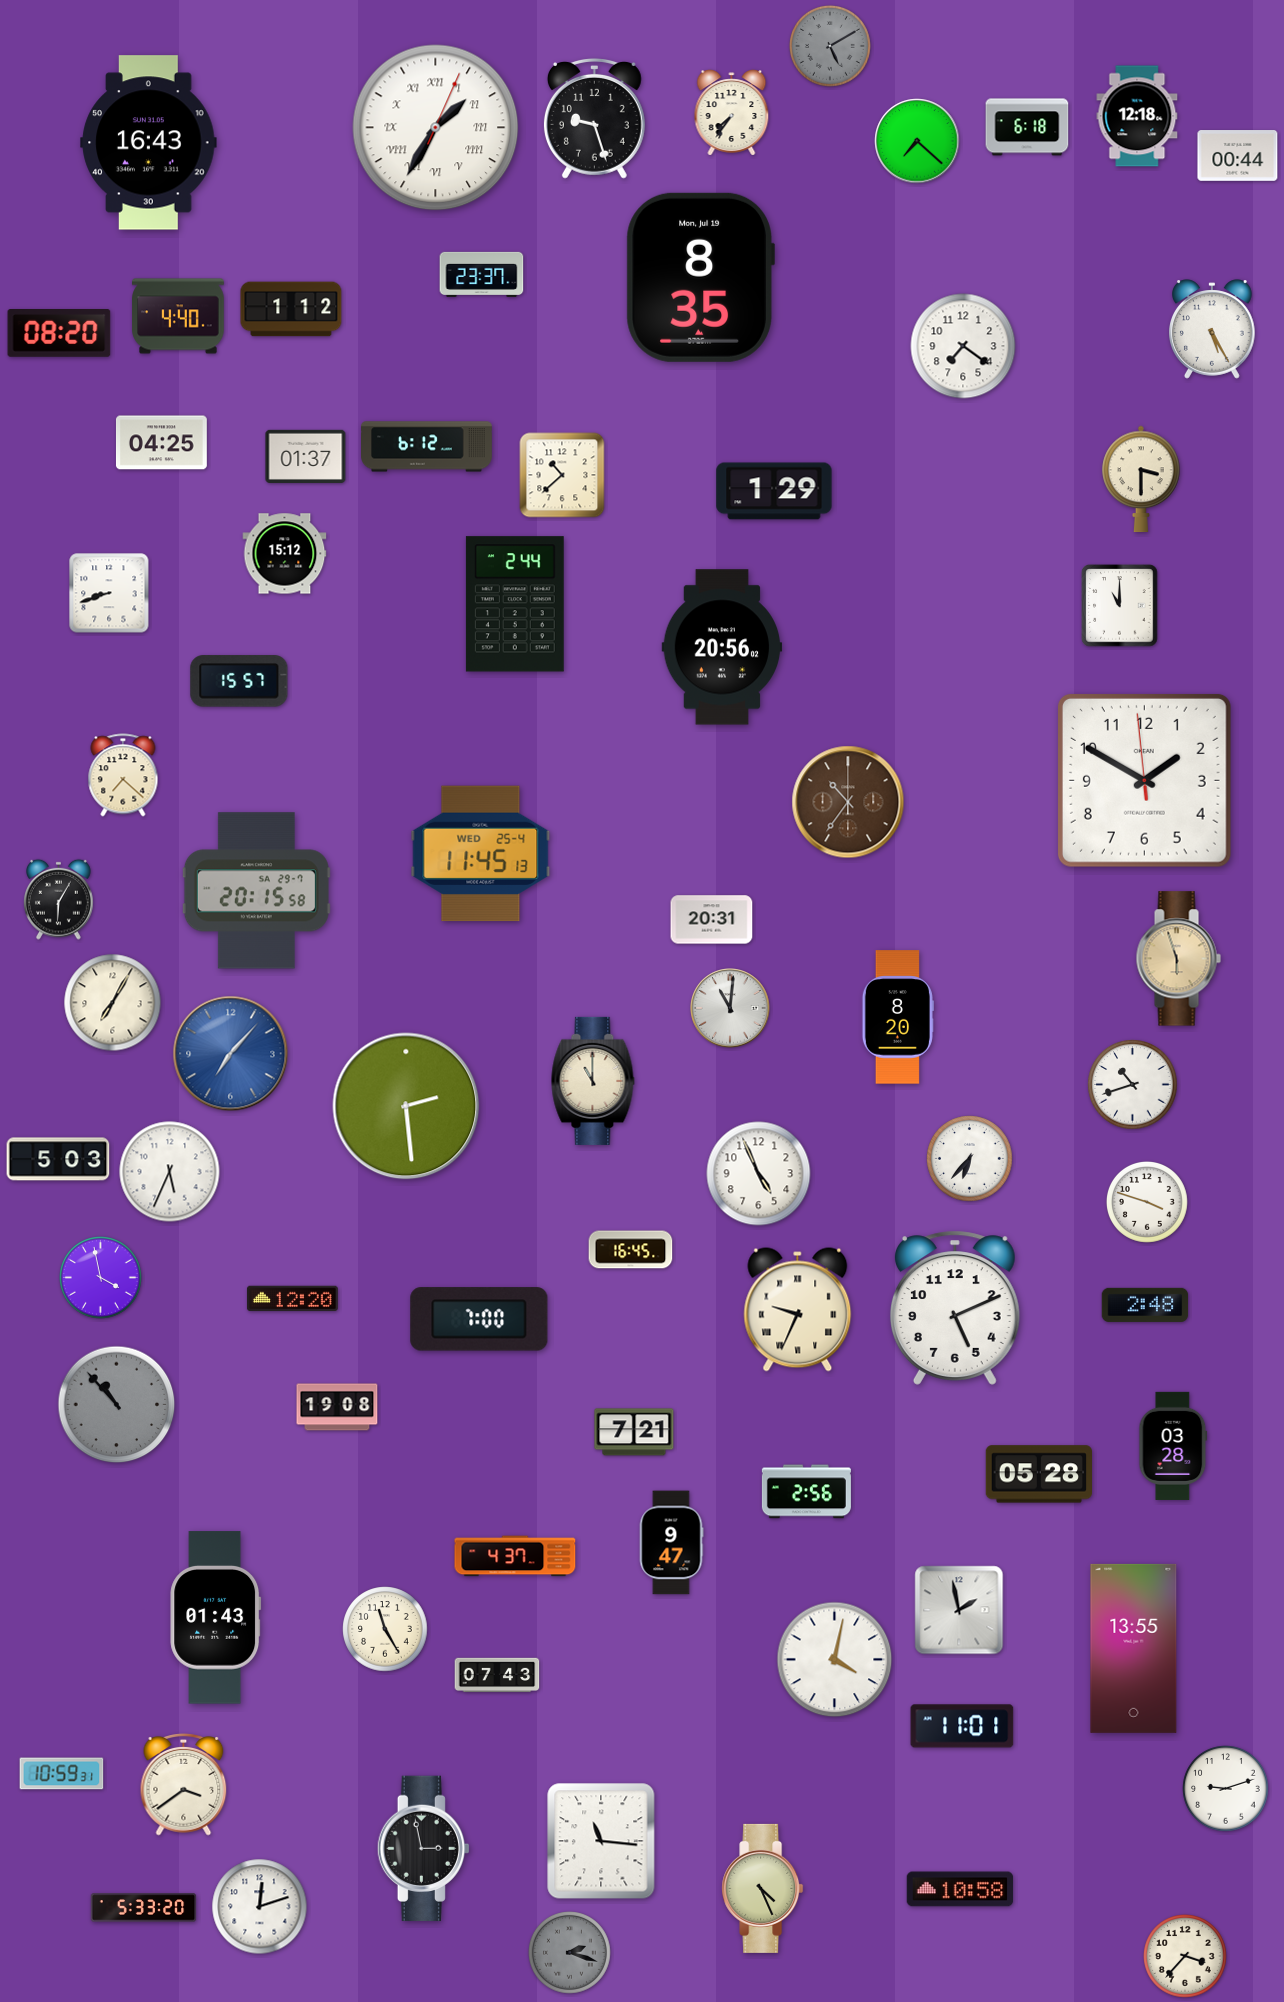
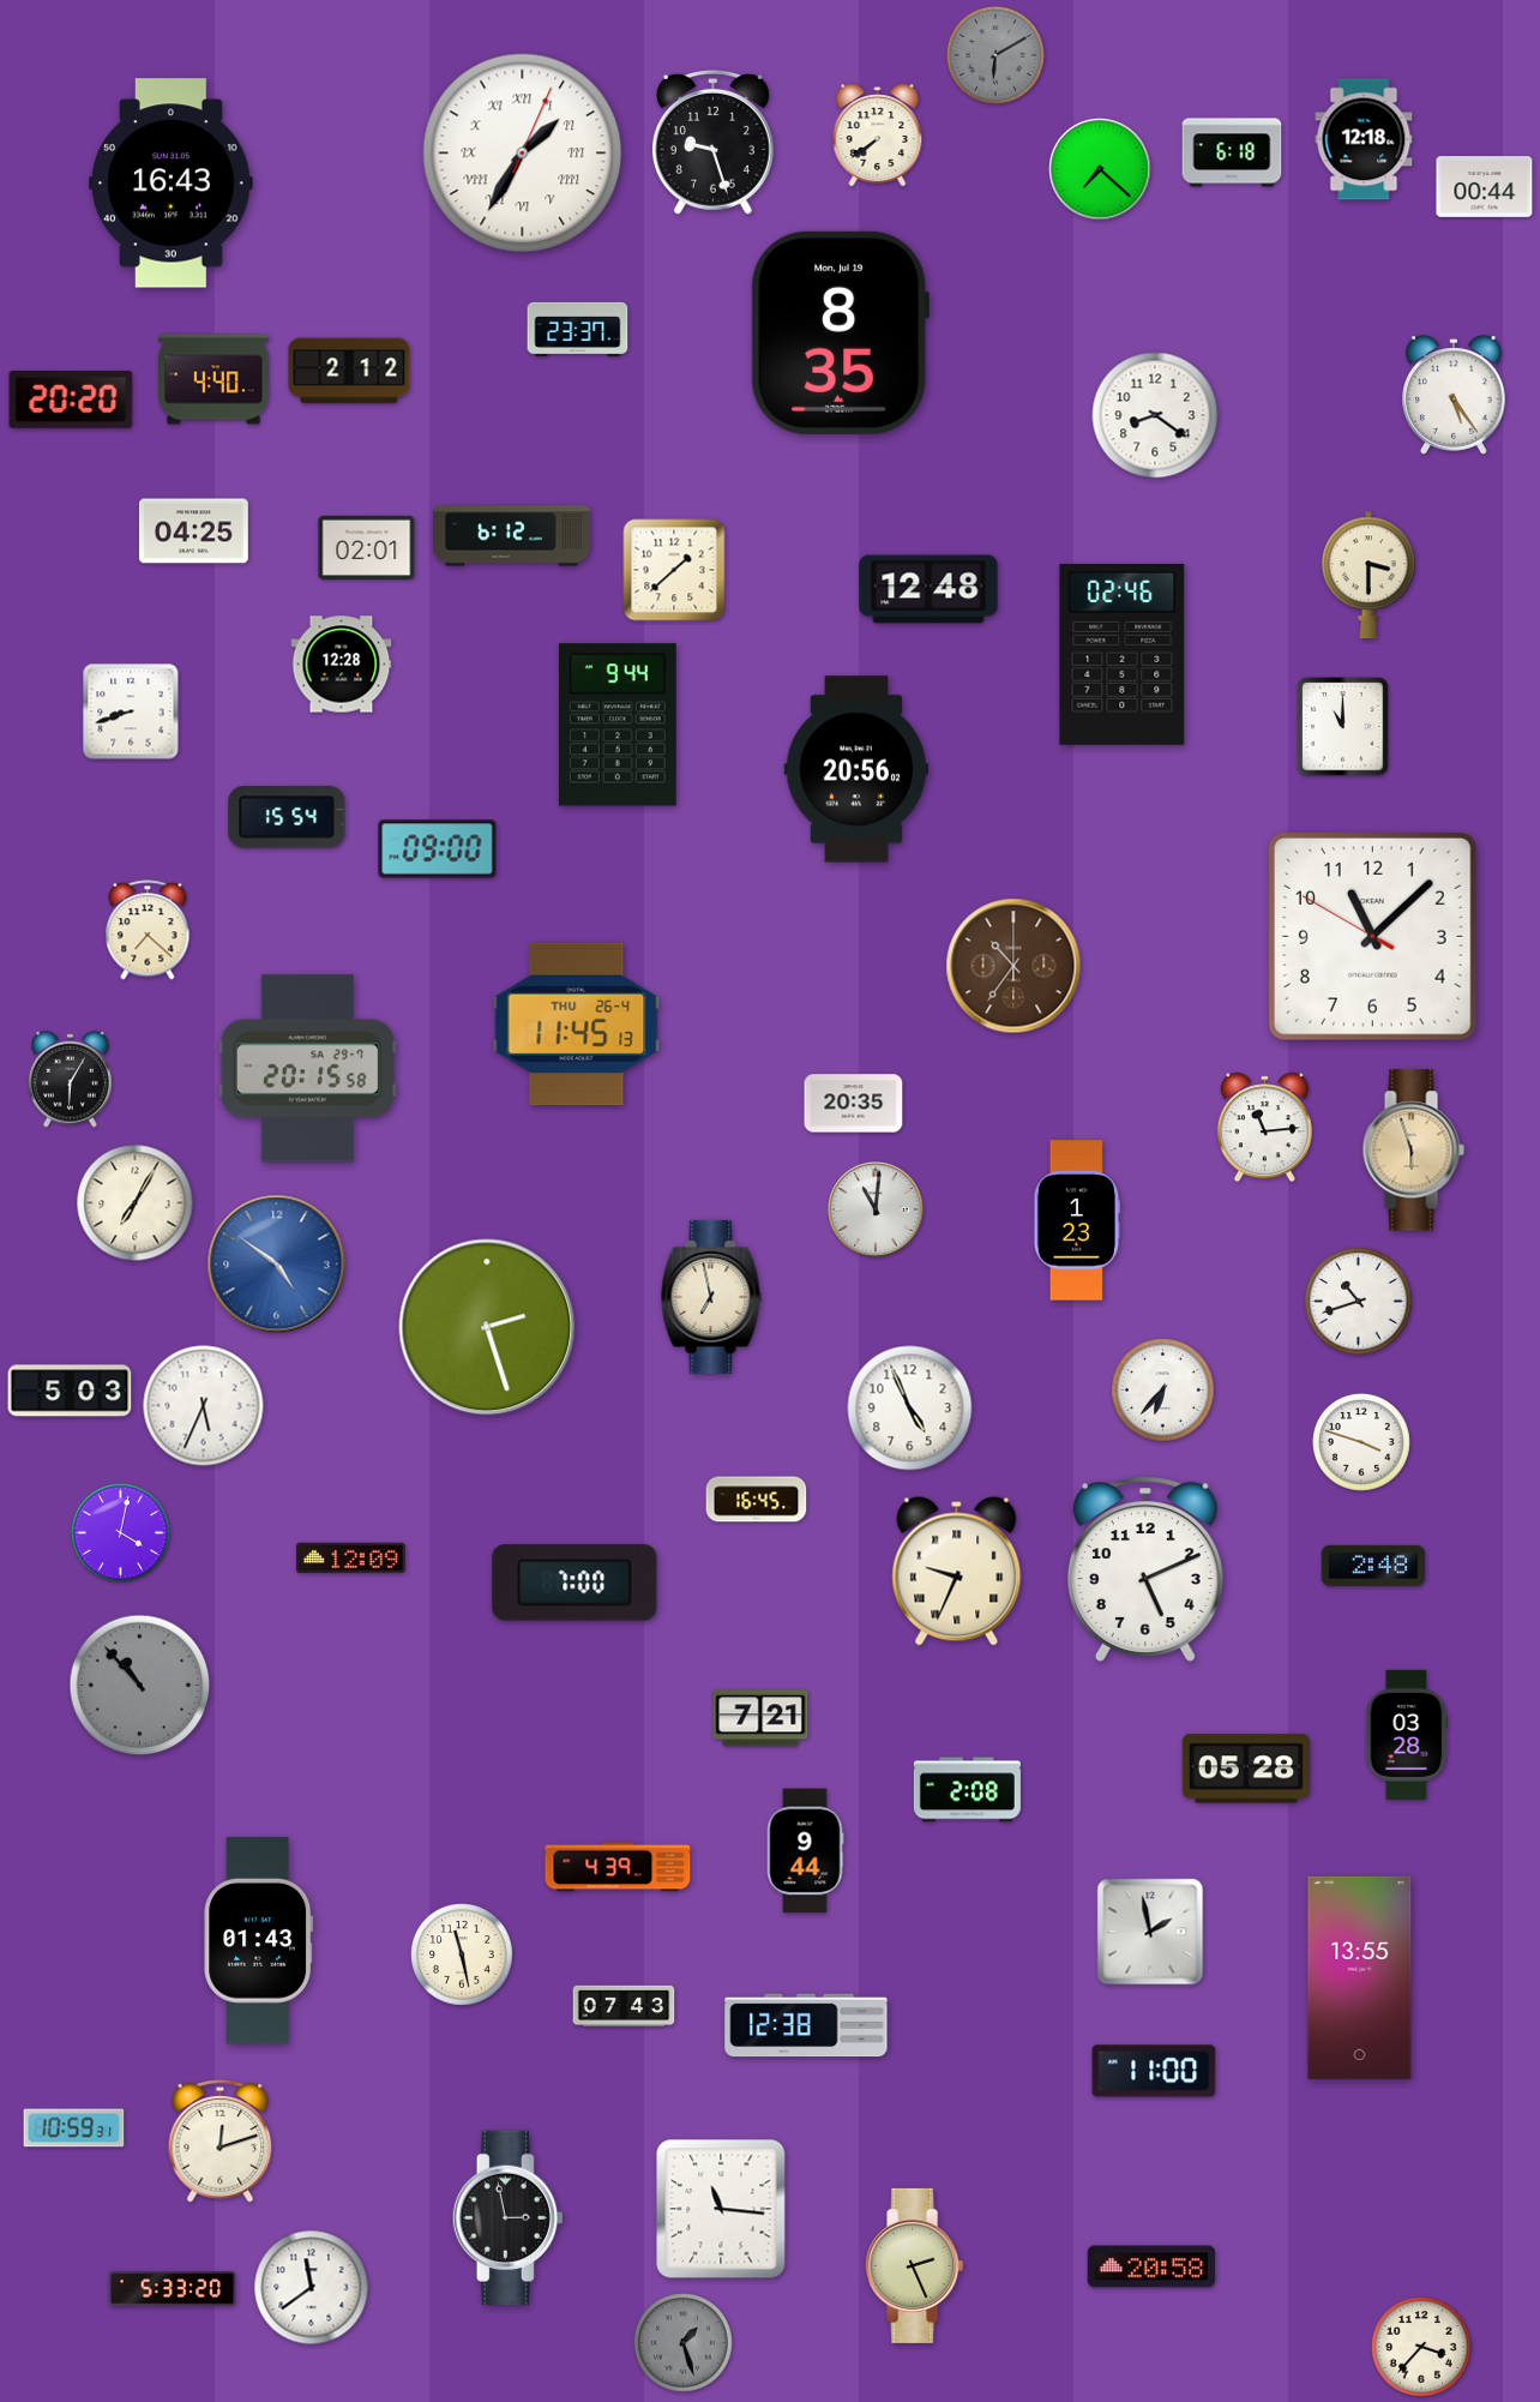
clock at (830, 46): 5:10 -> 6:10
clock at (732, 113): 7:36 -> 7:39
clock at (149, 143) position: (149, 143) -> (172, 184)
clock at (291, 309): 1:12 -> 2:12
clock at (1213, 329): 5:25 -> 5:24
clock at (59, 334): 08:20 -> 20:20
clock at (963, 346): 7:21 -> 8:21
clock at (306, 456): 01:37 -> 02:01
clock at (562, 475): 10:38 -> 1:38
clock at (774, 491): 1:29 -> 12:48
clock at (1123, 654): none -> 02:46
clock at (285, 554): 15:12 -> 12:28
clock at (515, 604): 2:44 -> 9:44
clock at (722, 647) position: (722, 647) -> (856, 769)
clock at (239, 681): 15:57 -> 15:54
clock at (438, 849): none -> 09:00
clock at (1144, 780): 1:49 -> 11:07
clock at (848, 802) position: (848, 802) -> (1013, 966)
clock at (481, 854) date: WED 25-4 -> THU 26-4
clock at (712, 920): 20:31 -> 20:35
clock at (1264, 1128): none -> 11:14
clock at (898, 1017): 8:20 -> 1:23
clock at (231, 1054): 7:07 -> 4:51
clock at (593, 1081): 11:00 -> 6:58
clock at (406, 1106): 2:29 -> 2:27
clock at (1147, 1202) position: (1147, 1202) -> (1361, 1442)
clock at (101, 1278): 3:58 -> 4:02
clock at (292, 1299): 12:20 -> 12:09
clock at (337, 1407): 19:08 -> none
clock at (806, 1492): 2:56 -> 2:08
clock at (671, 1543): 9:47 -> 9:44
clock at (515, 1556): 4:37 -> 4:39
clock at (385, 1629): 11:25 -> 11:28
clock at (835, 1660): 4:02 -> none
clock at (497, 1675) position: (497, 1675) -> (624, 2006)
clock at (806, 2025): none -> 12:38
clock at (962, 1726): 11:01 -> 11:00
clock at (184, 1785): 3:39 -> 12:12
clock at (1226, 1789): 9:12 -> none
clock at (763, 1888): 4:26 -> 2:26
clock at (960, 1889): 10:58 -> 20:58
clock at (260, 1907): 12:12 -> 11:39
clock at (570, 1953): 2:18 -> 1:27
